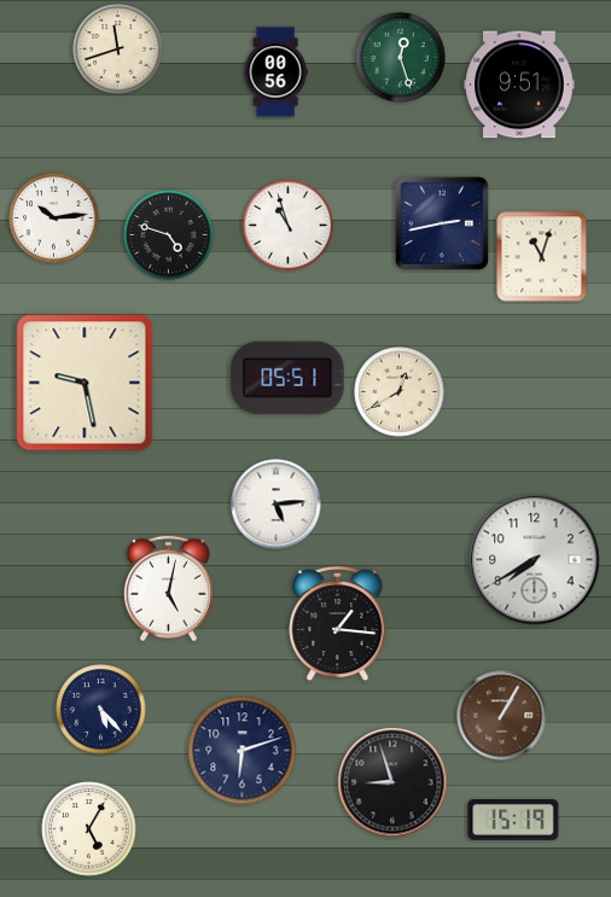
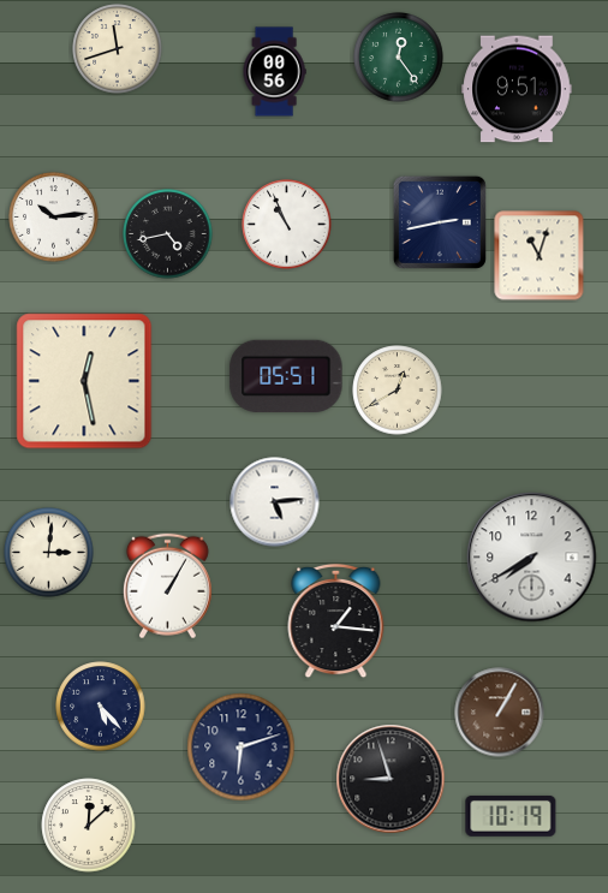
clock at (401, 58): 12:27 -> 12:24
clock at (519, 85) position: (519, 85) -> (517, 89)
clock at (289, 226): 10:57 -> 10:56
clock at (169, 235): 4:48 -> 4:43
clock at (85, 383): 9:28 -> 12:28
clock at (49, 553): none -> 3:01
clock at (168, 589): 5:02 -> 1:05
clock at (513, 820): 15:19 -> 10:19
clock at (89, 829): 5:05 -> 12:08
